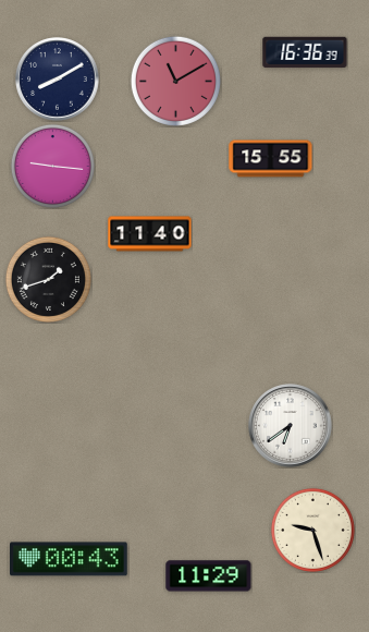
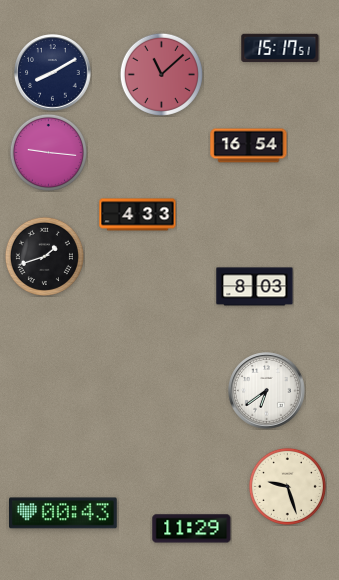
clock at (305, 52): 16:36 -> 15:17
clock at (175, 81): 11:10 -> 11:08
clock at (271, 159): 15:55 -> 16:54
clock at (150, 234): 11:40 -> 4:33
clock at (255, 287): none -> 8:03
